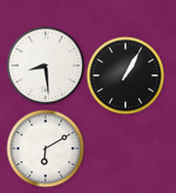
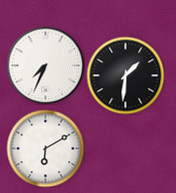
clock at (45, 65): 8:29 -> 7:34
clock at (125, 75): 1:05 -> 1:31
